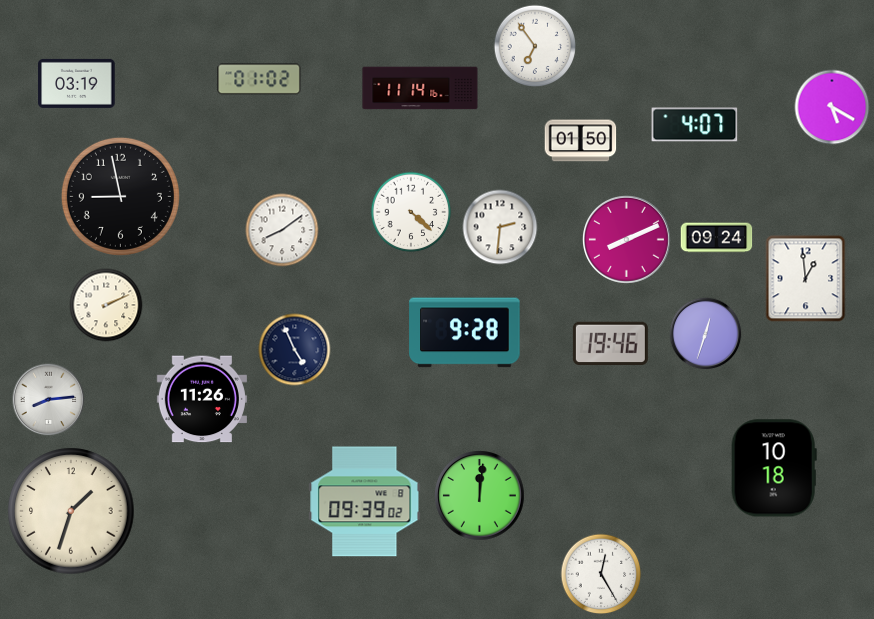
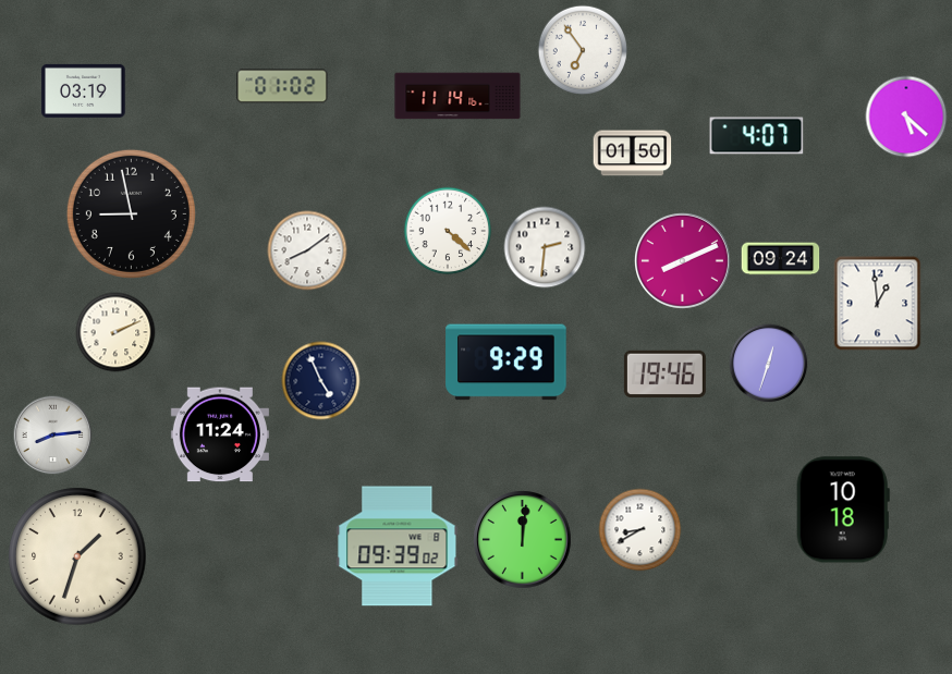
clock at (832, 107): 5:20 -> 5:22
clock at (465, 333): 9:28 -> 9:29
clock at (202, 399): 11:26 -> 11:24
clock at (640, 530): none -> 8:40
clock at (601, 574): 12:25 -> none
